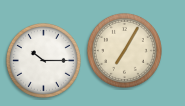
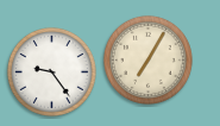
clock at (43, 60): 10:15 -> 9:24
